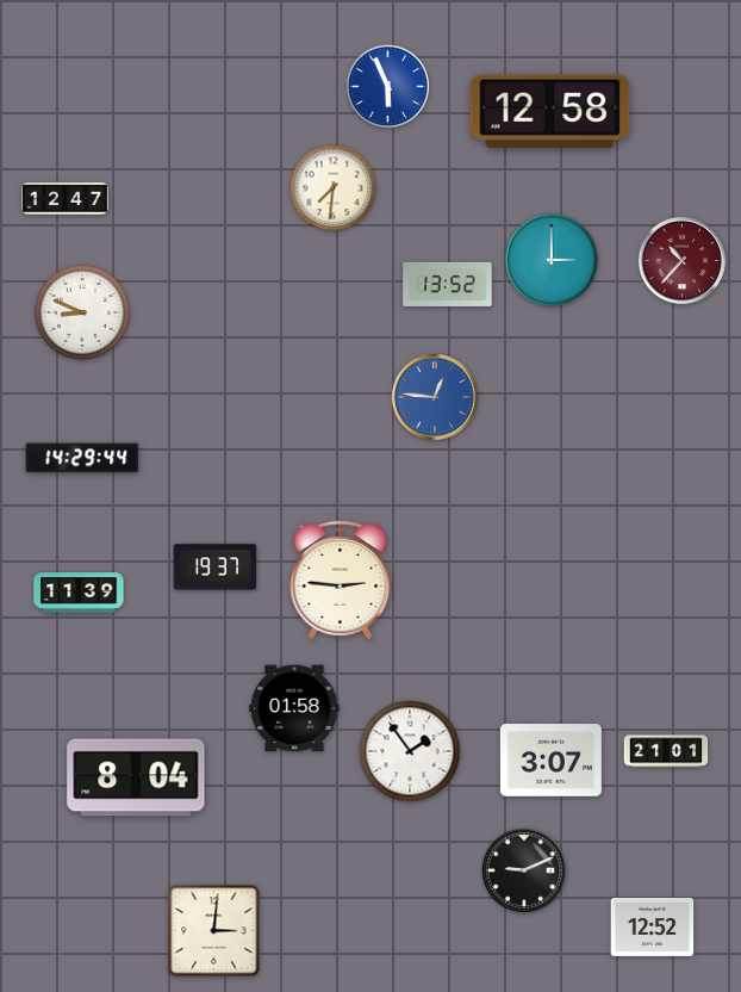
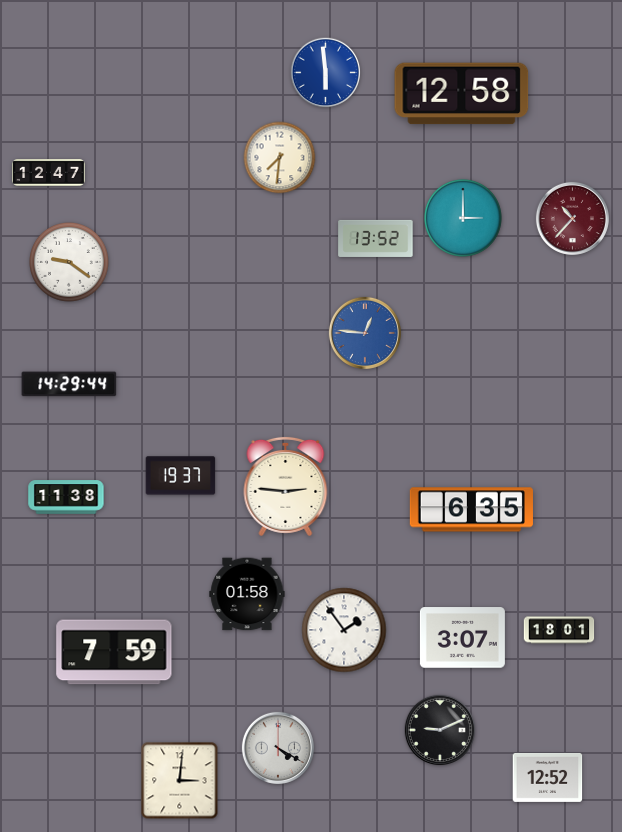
clock at (388, 87): 5:56 -> 5:59
clock at (66, 199) position: (66, 199) -> (49, 173)
clock at (83, 314): 8:49 -> 9:21
clock at (79, 593): 11:39 -> 11:38
clock at (471, 510): none -> 6:35
clock at (666, 751): 21:01 -> 18:01
clock at (136, 777): 8:04 -> 7:59
clock at (278, 748): none -> 4:20
